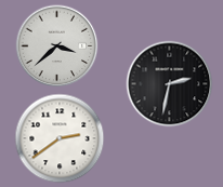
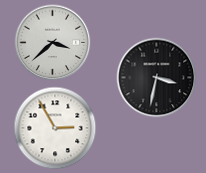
clock at (170, 84): 2:32 -> 3:32
clock at (60, 138): 2:39 -> 2:55
